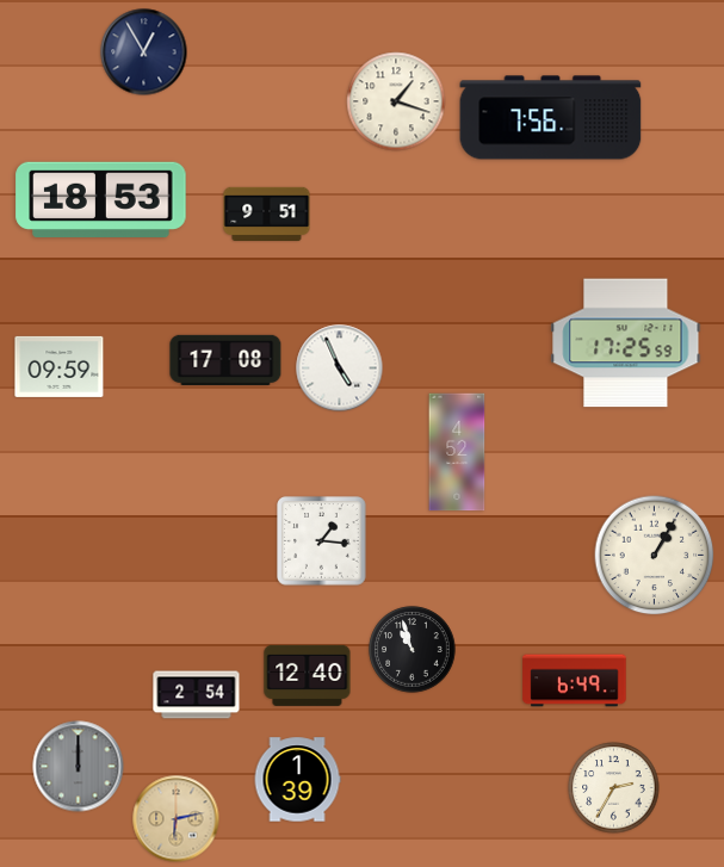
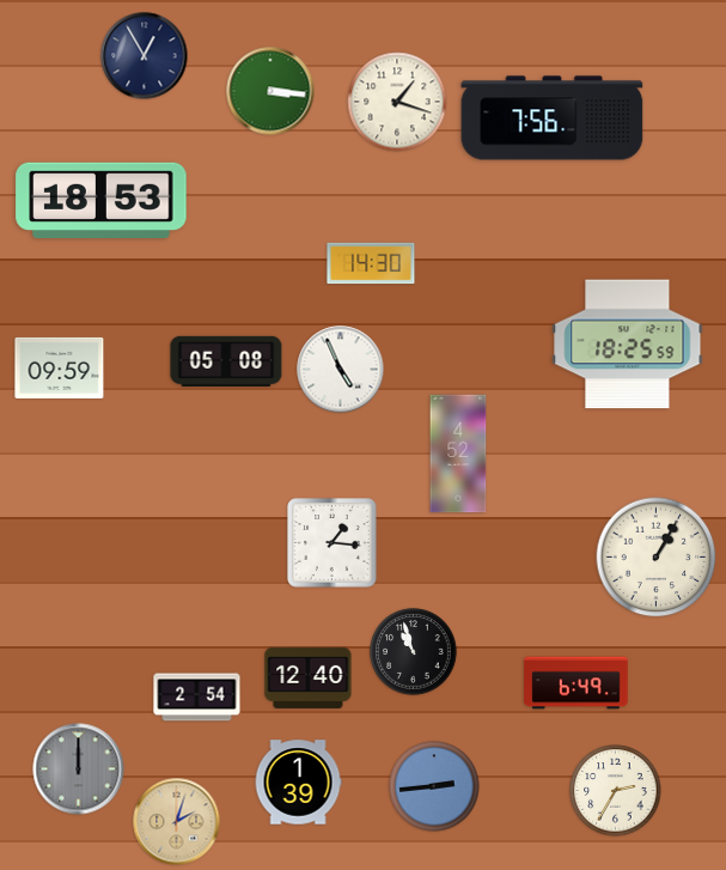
clock at (144, 52) position: (144, 52) -> (145, 56)
clock at (270, 91): none -> 3:16
clock at (267, 213): 9:51 -> none
clock at (371, 263): none -> 14:30
clock at (626, 343): 17:25 -> 18:25
clock at (225, 360): 17:08 -> 05:08
clock at (322, 541) position: (322, 541) -> (333, 543)
clock at (434, 786): none -> 2:44
clock at (177, 819): 6:13 -> 2:03
